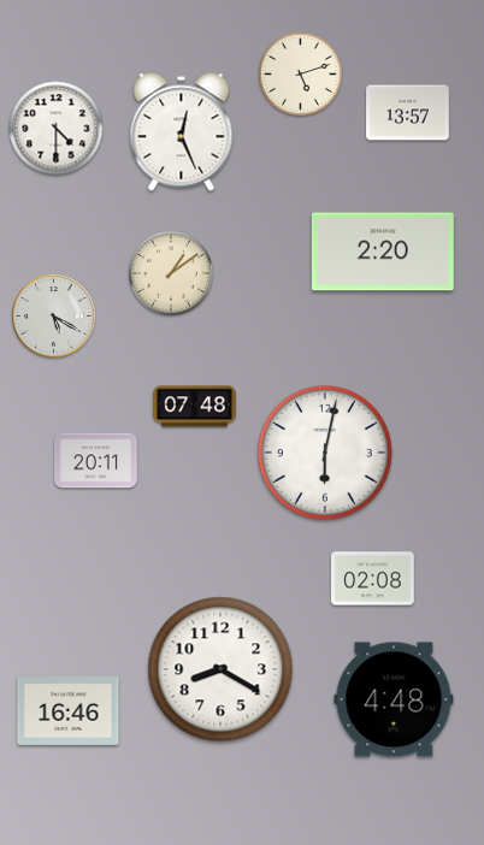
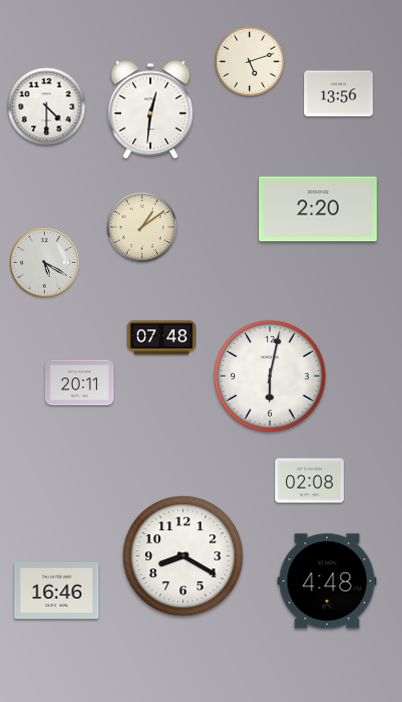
clock at (408, 113): 13:57 -> 13:56
clock at (182, 132): 12:26 -> 12:31
